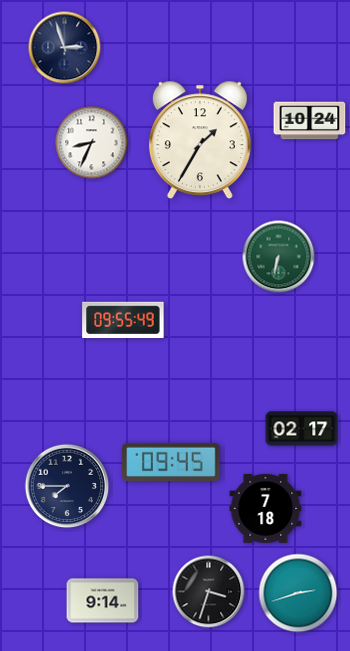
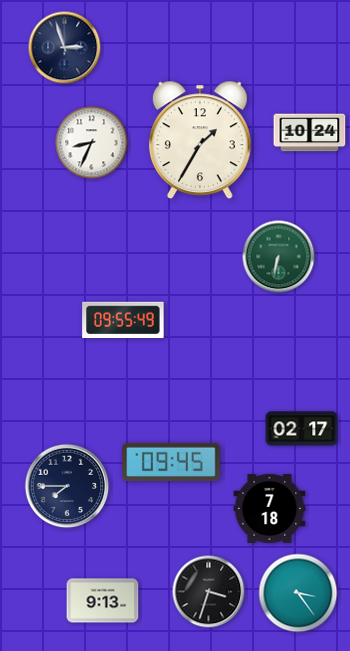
clock at (310, 121) position: (310, 121) -> (310, 133)
clock at (266, 508) position: (266, 508) -> (270, 508)
clock at (298, 593): 2:42 -> 3:24
clock at (103, 601): 9:14 -> 9:13
